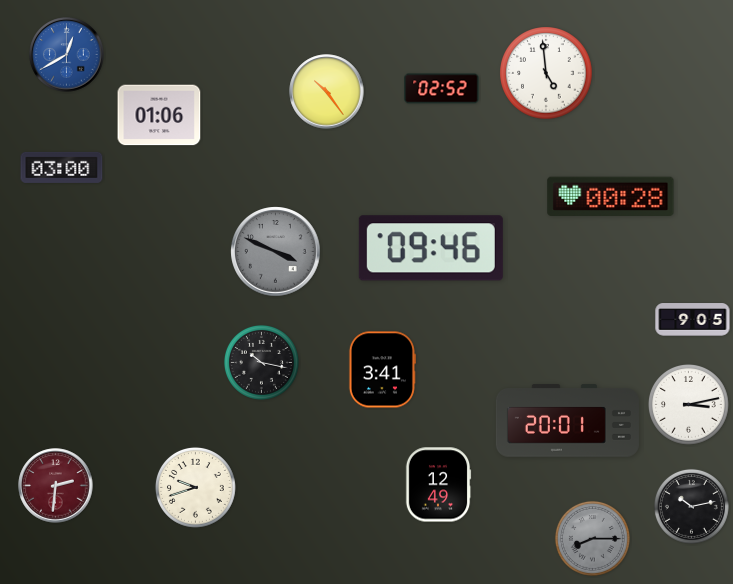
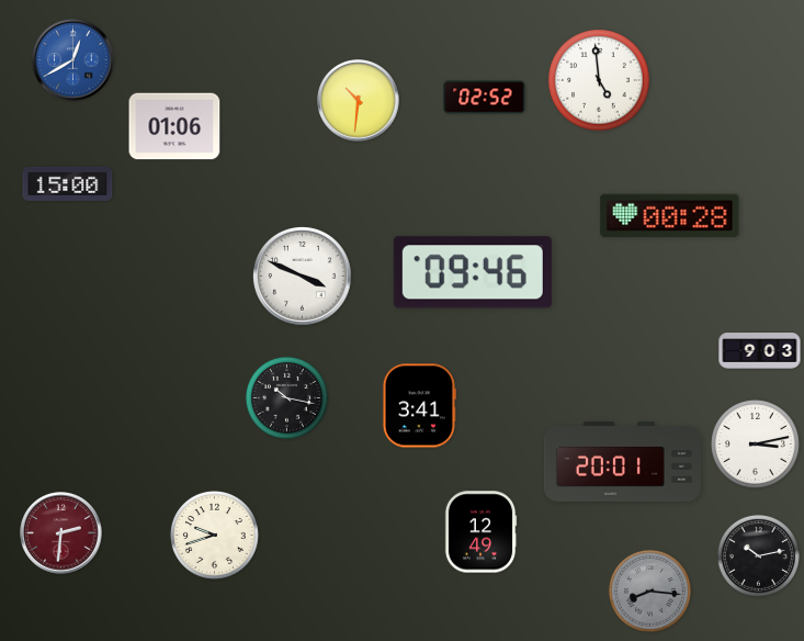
clock at (327, 92): 10:24 -> 10:31
clock at (62, 167): 03:00 -> 15:00
clock at (276, 252) dial: grey -> white
clock at (693, 320): 9:05 -> 9:03
clock at (592, 538): 8:15 -> 8:16
